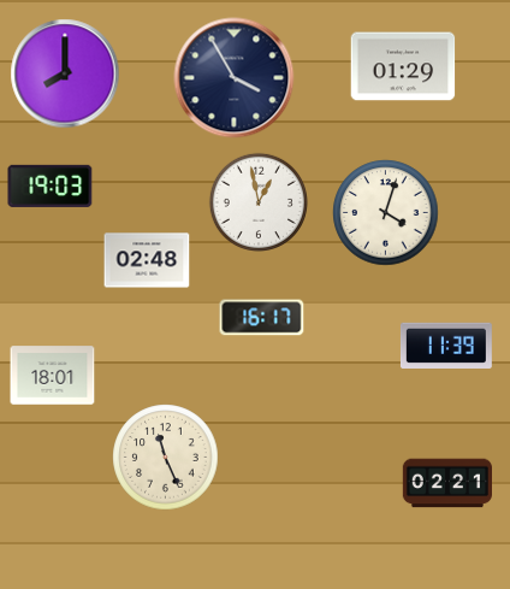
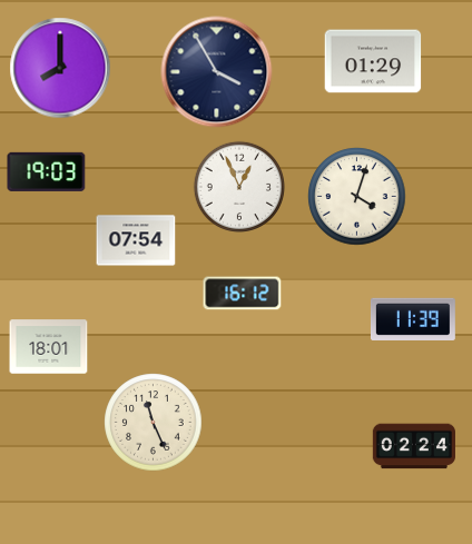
clock at (257, 201): 12:58 -> 12:56
clock at (147, 260): 02:48 -> 07:54
clock at (262, 318): 16:17 -> 16:12
clock at (446, 483): 02:21 -> 02:24
